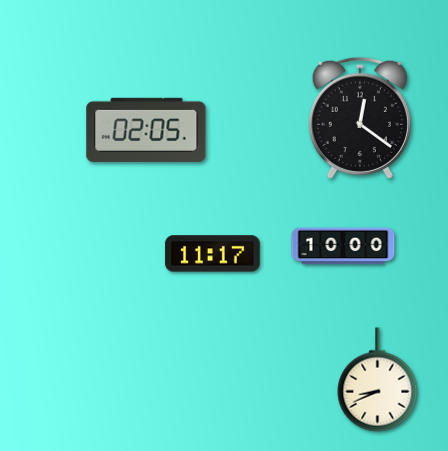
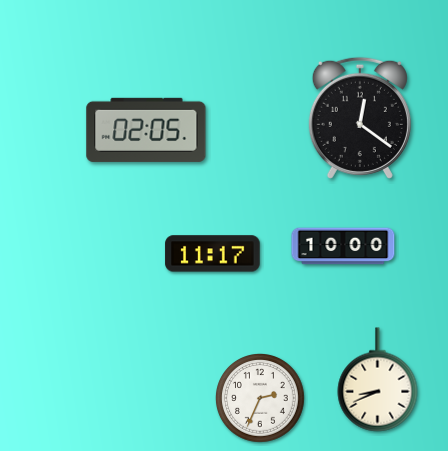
clock at (261, 399): none -> 2:34
